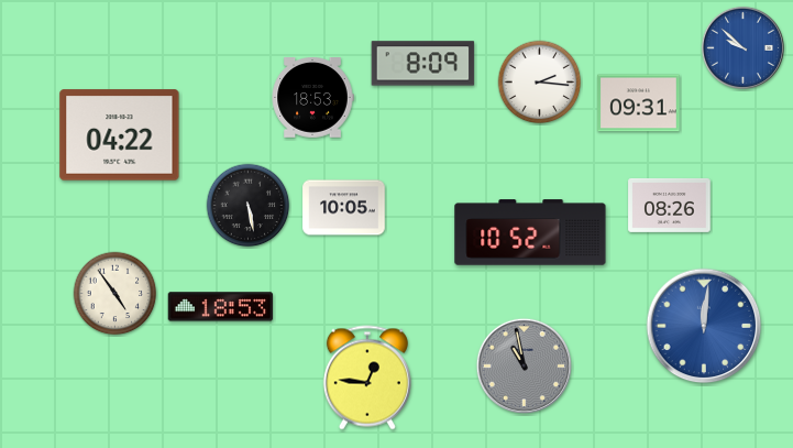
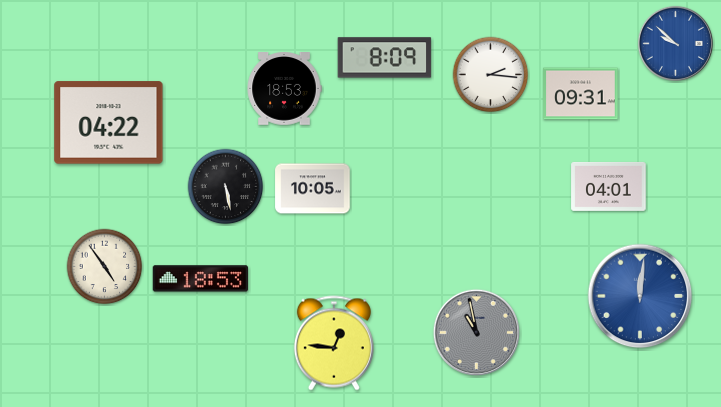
clock at (670, 205): 08:26 -> 04:01
clock at (530, 232): 10:52 -> none
